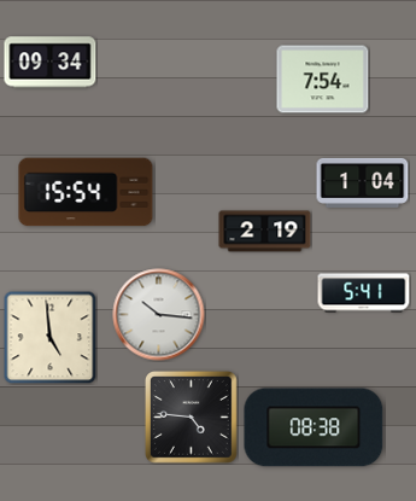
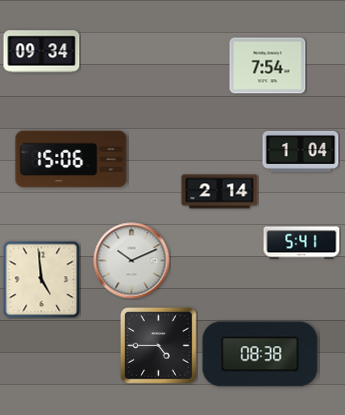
clock at (86, 192): 15:54 -> 15:06
clock at (265, 232): 2:19 -> 2:14
clock at (159, 315): 10:16 -> 10:11
clock at (192, 418): 4:46 -> 4:45
